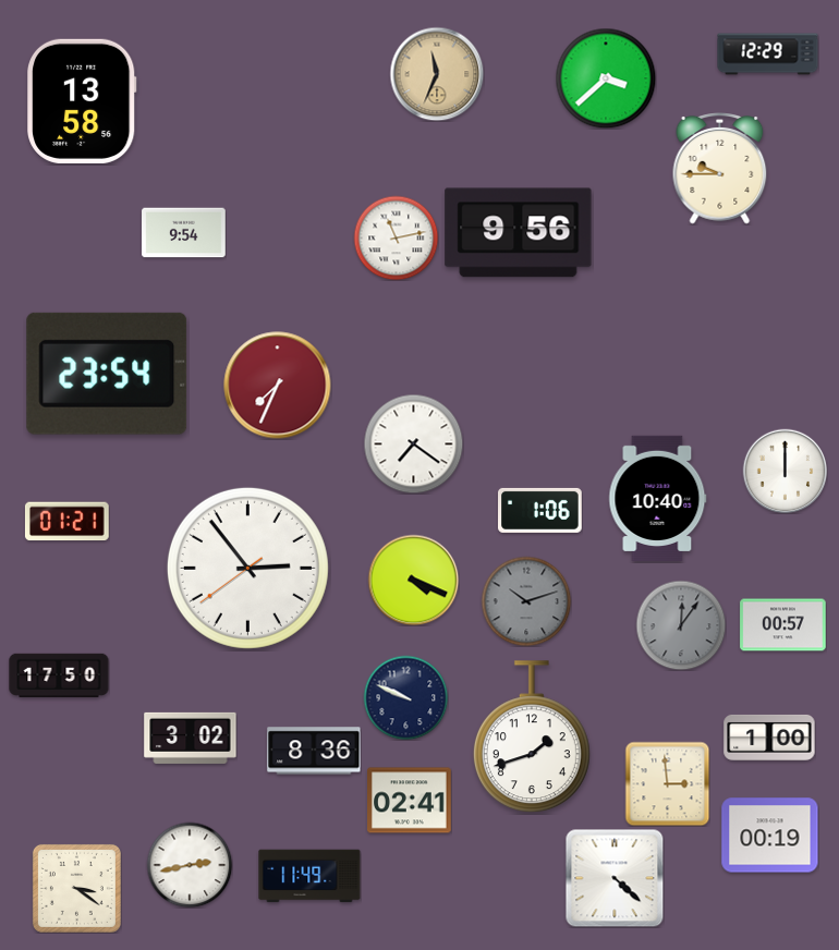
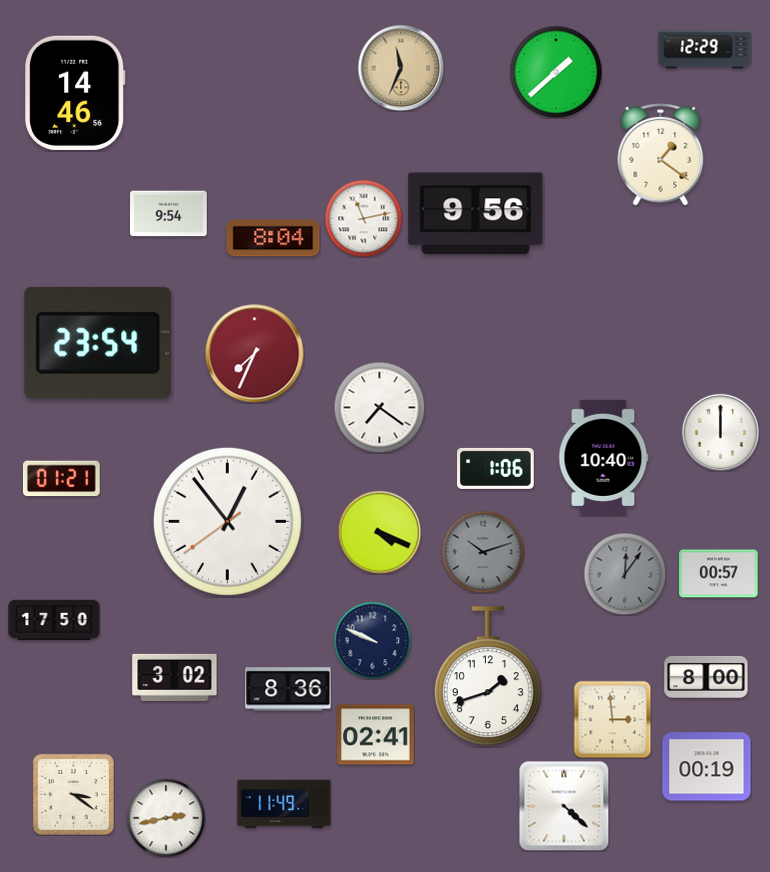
clock at (606, 78): 3:38 -> 1:38
clock at (83, 101): 13:58 -> 14:46
clock at (720, 169): 9:45 -> 1:21
clock at (273, 238): none -> 8:04
clock at (247, 568): 2:53 -> 12:53
clock at (769, 738): 1:00 -> 8:00
clock at (190, 865) position: (190, 865) -> (166, 818)
clock at (76, 888) position: (76, 888) -> (73, 794)
